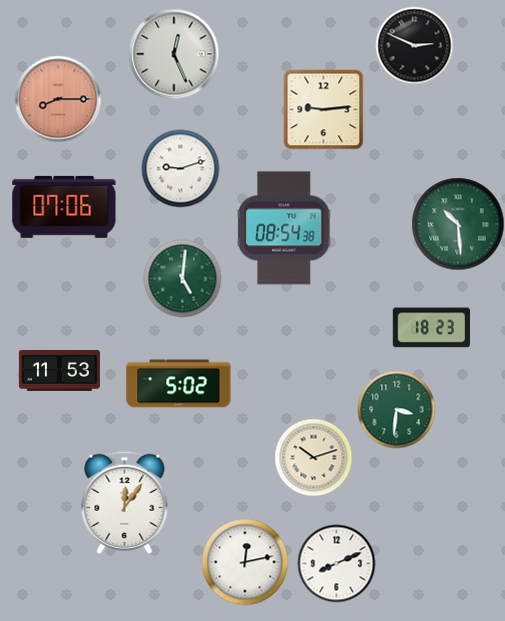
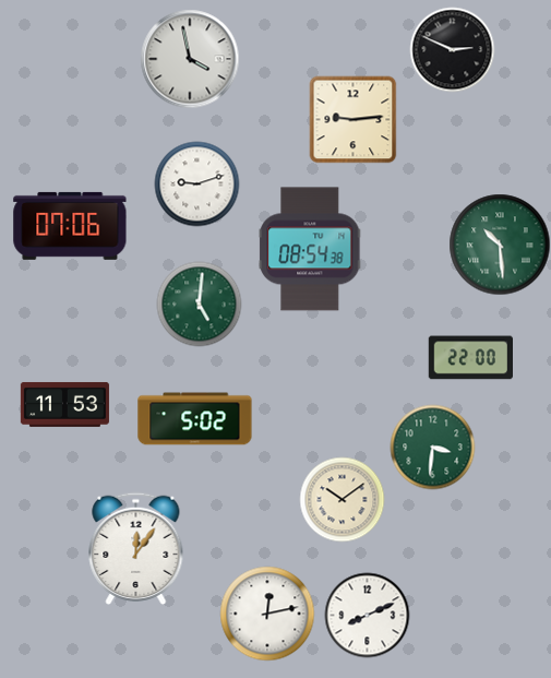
clock at (174, 54): 12:26 -> 3:58
clock at (58, 99): 8:15 -> none
clock at (431, 328): 18:23 -> 22:00
clock at (313, 457): 10:12 -> 10:09
